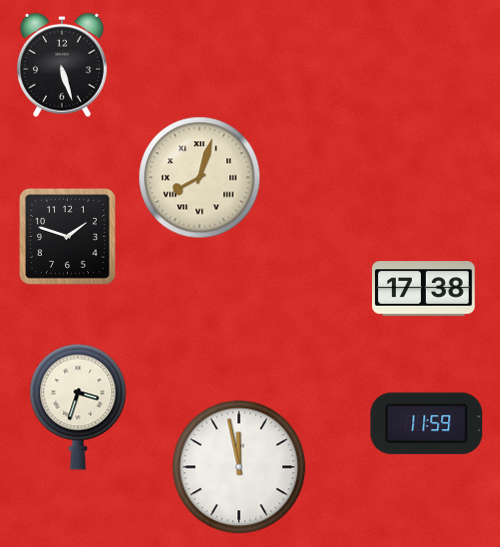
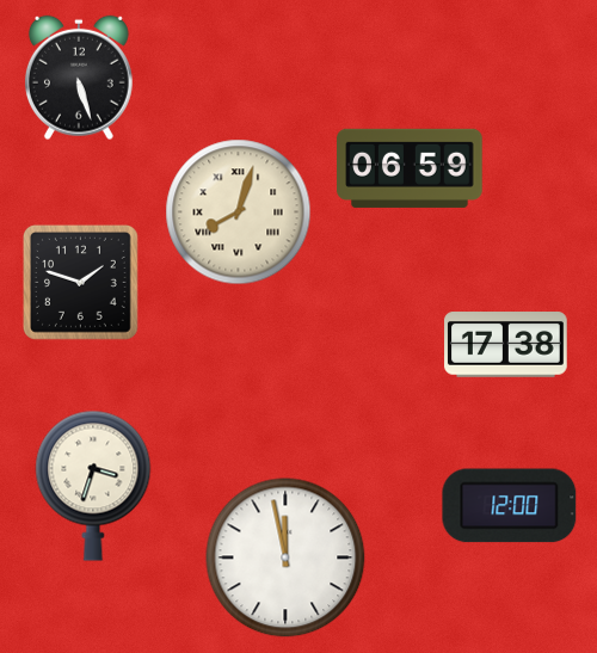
clock at (62, 65) position: (62, 65) -> (79, 78)
clock at (410, 168): none -> 06:59
clock at (427, 424): 11:59 -> 12:00
